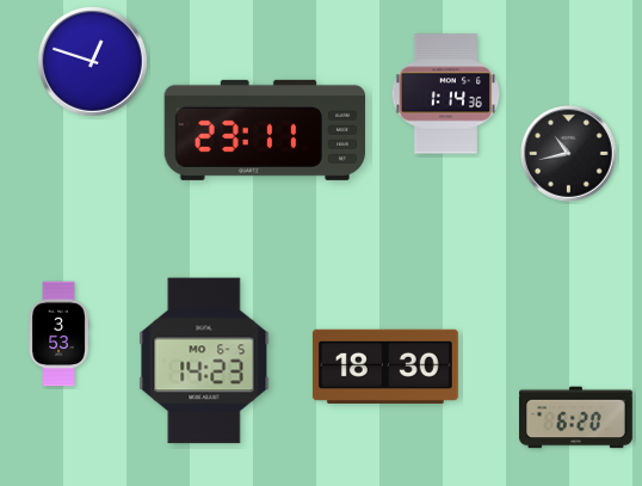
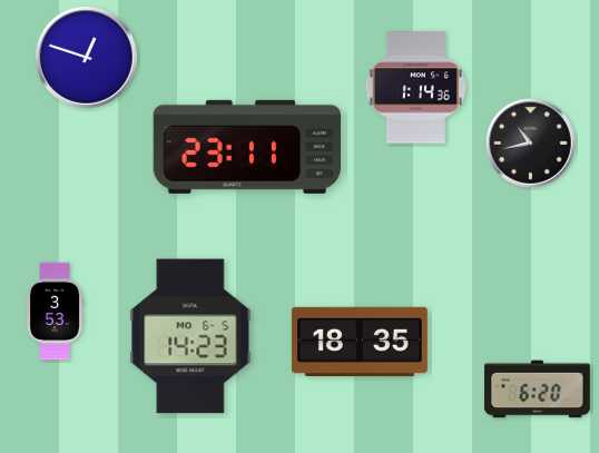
clock at (264, 130) position: (264, 130) -> (246, 147)
clock at (385, 367): 18:30 -> 18:35
